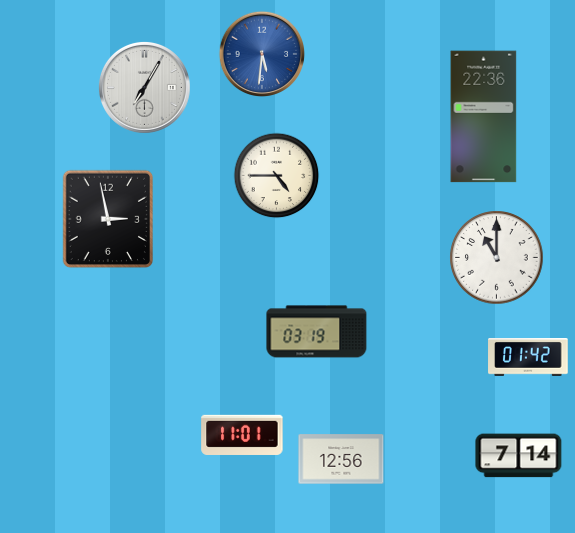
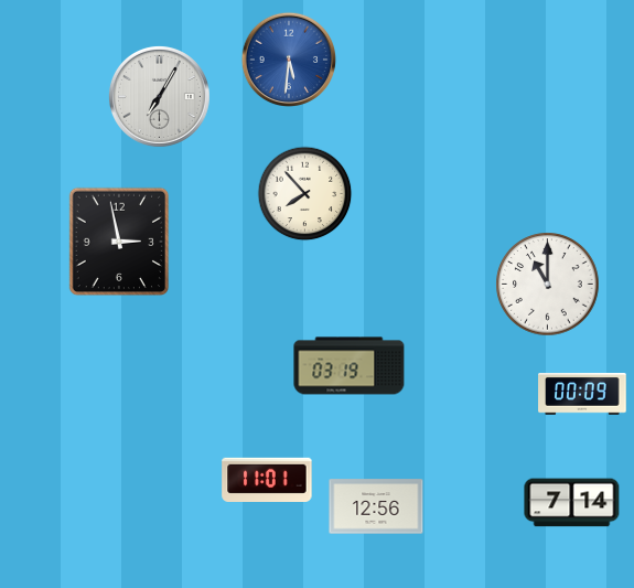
clock at (484, 117): 22:36 -> none
clock at (277, 176): 4:45 -> 7:53
clock at (528, 358): 01:42 -> 00:09
